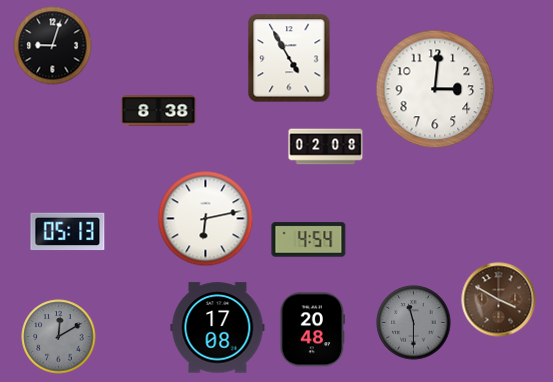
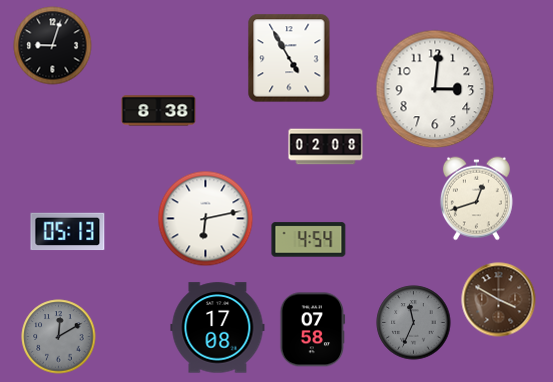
clock at (476, 199): none -> 12:42
clock at (414, 323): 11:30 -> 11:34
clock at (313, 330): 20:48 -> 07:58
